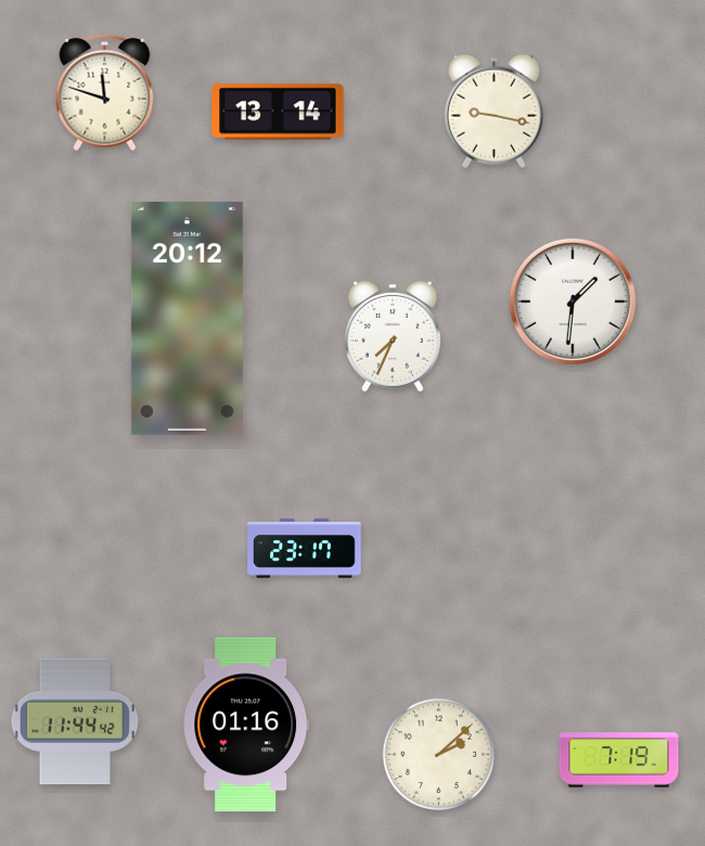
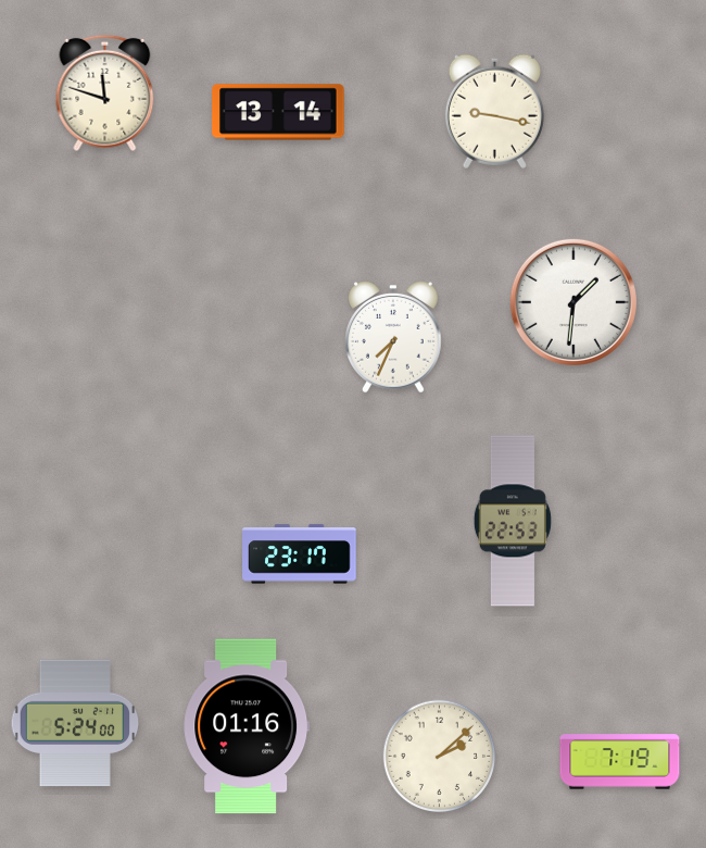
clock at (187, 318): 20:12 -> none
clock at (513, 521): none -> 22:53
clock at (305, 549) position: (305, 549) -> (300, 554)
clock at (75, 721): 11:44 -> 5:24
